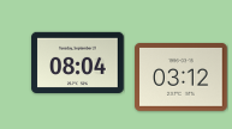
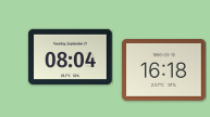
clock at (182, 78): 03:12 -> 16:18
